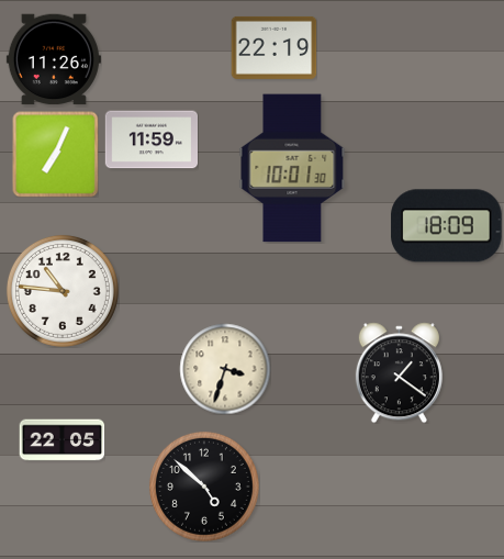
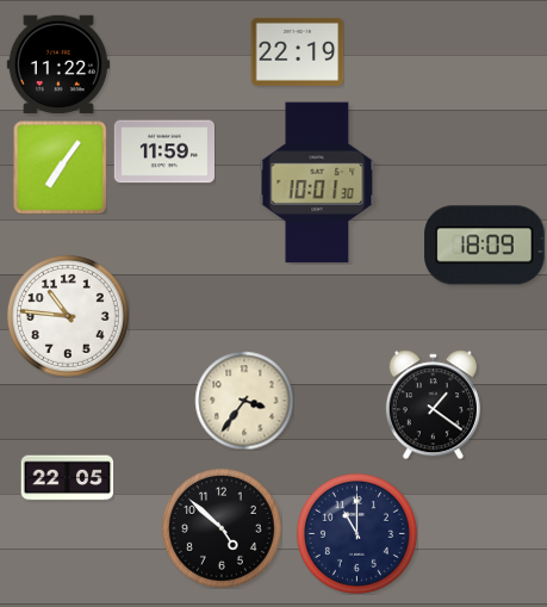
clock at (54, 59): 11:26 -> 11:22
clock at (55, 154): 7:04 -> 7:06
clock at (225, 369): 3:33 -> 3:36
clock at (356, 533): none -> 11:00
